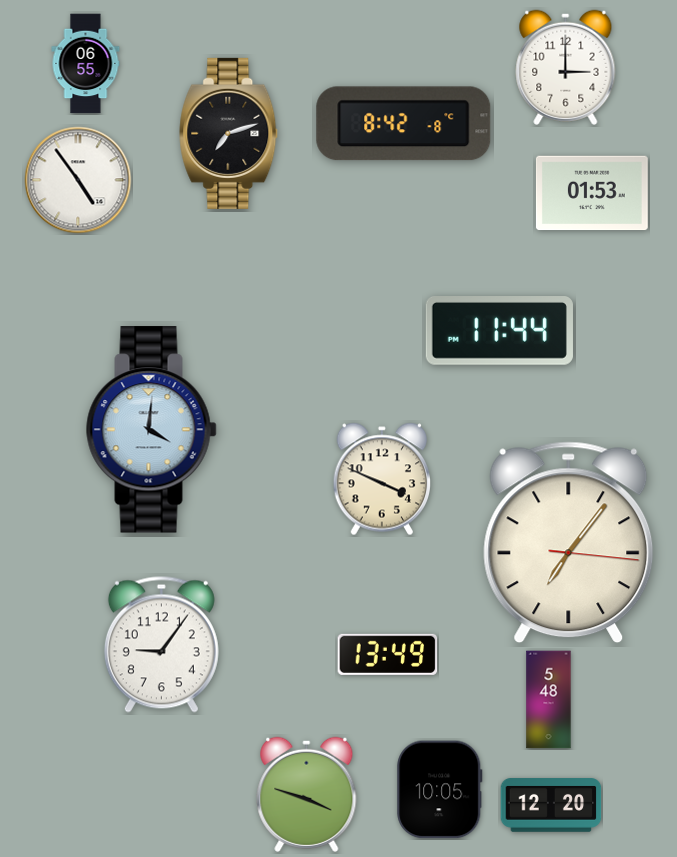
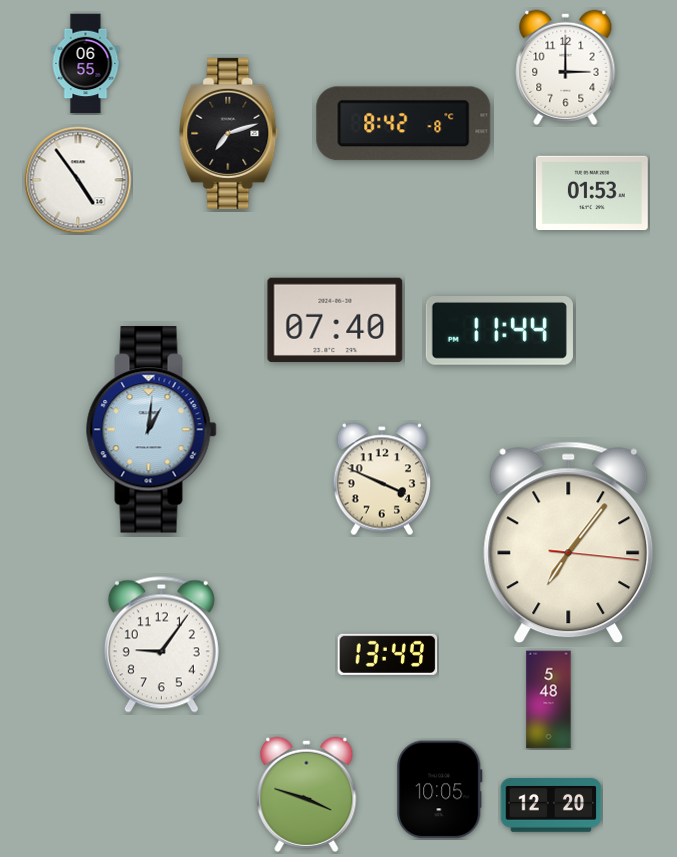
clock at (335, 319): none -> 07:40
clock at (152, 430): 4:01 -> 1:01
